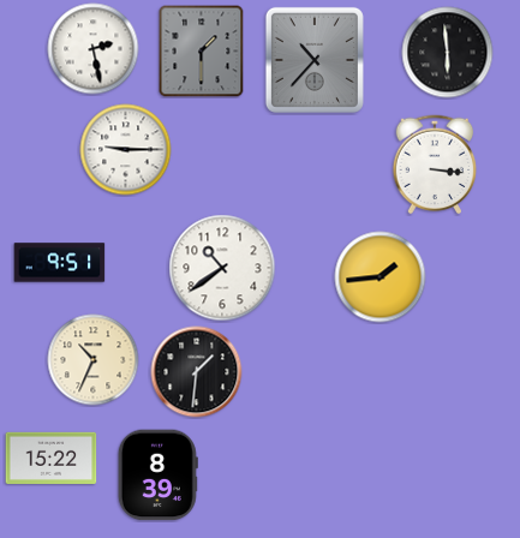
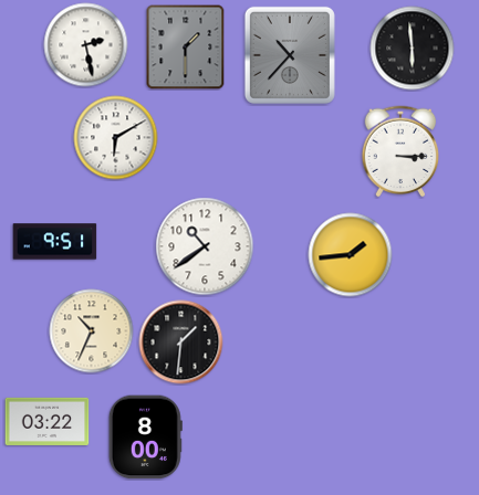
clock at (126, 150): 9:15 -> 6:10
clock at (435, 165): 3:16 -> 3:15
clock at (94, 360) position: (94, 360) -> (92, 331)
clock at (52, 458): 15:22 -> 03:22
clock at (157, 476): 8:39 -> 8:00
